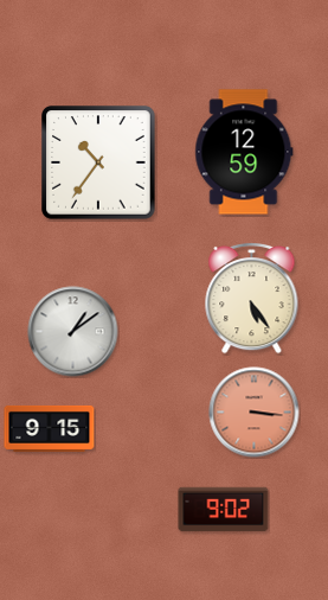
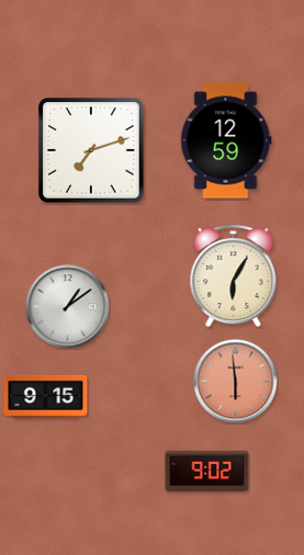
clock at (99, 164): 10:36 -> 7:12
clock at (252, 298): 5:24 -> 6:05
clock at (255, 413): 3:16 -> 5:59
